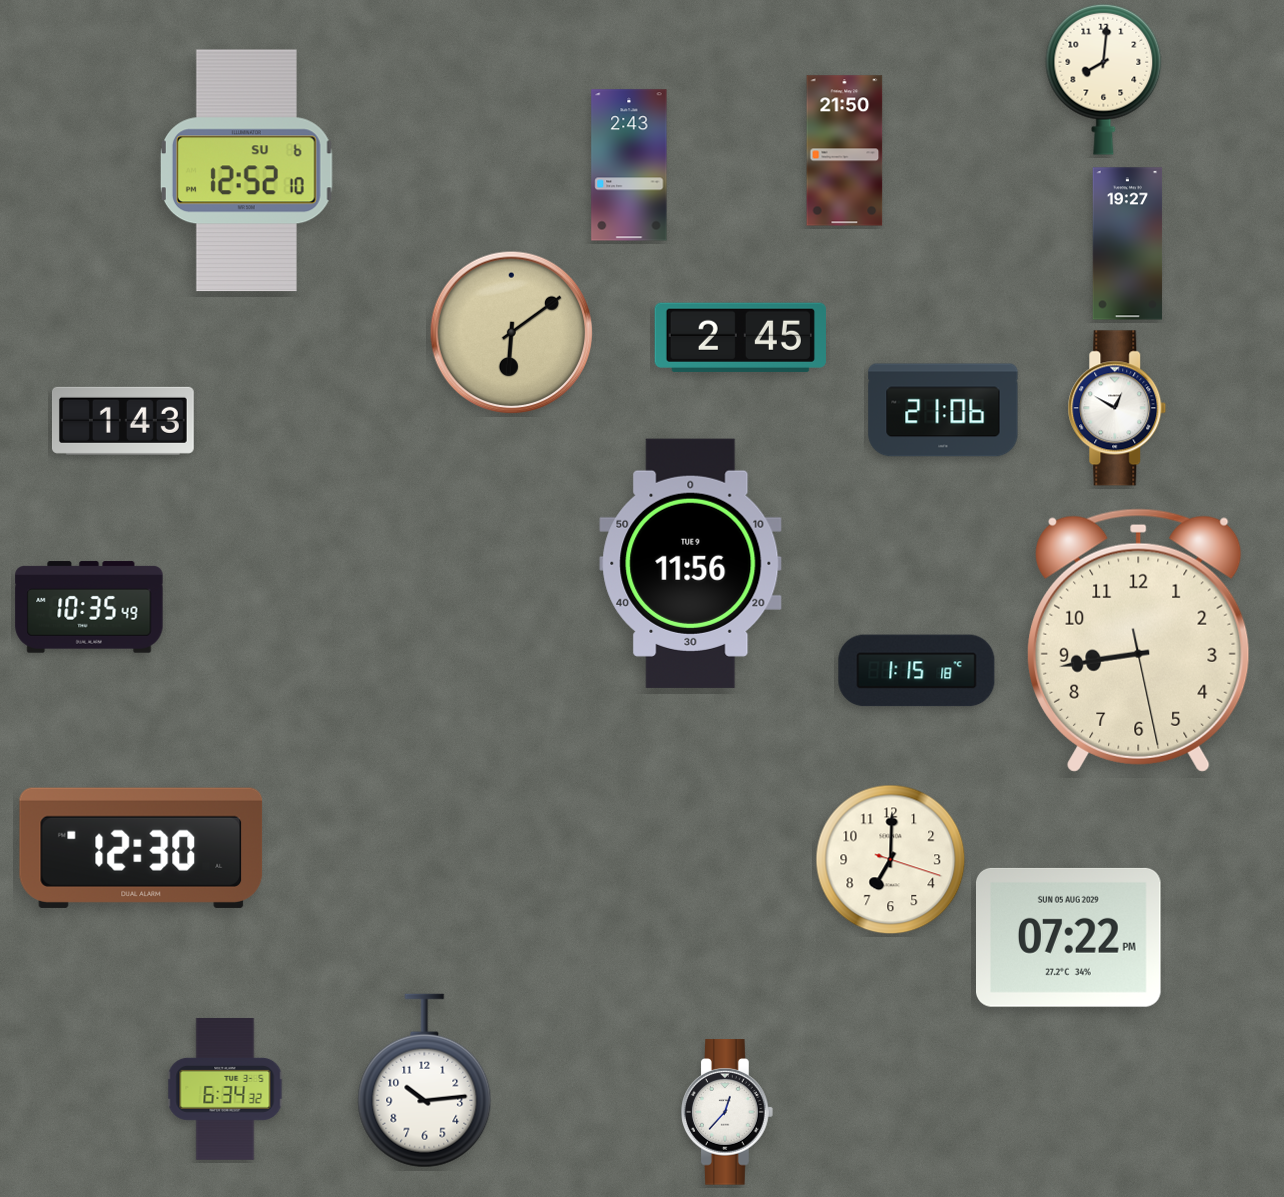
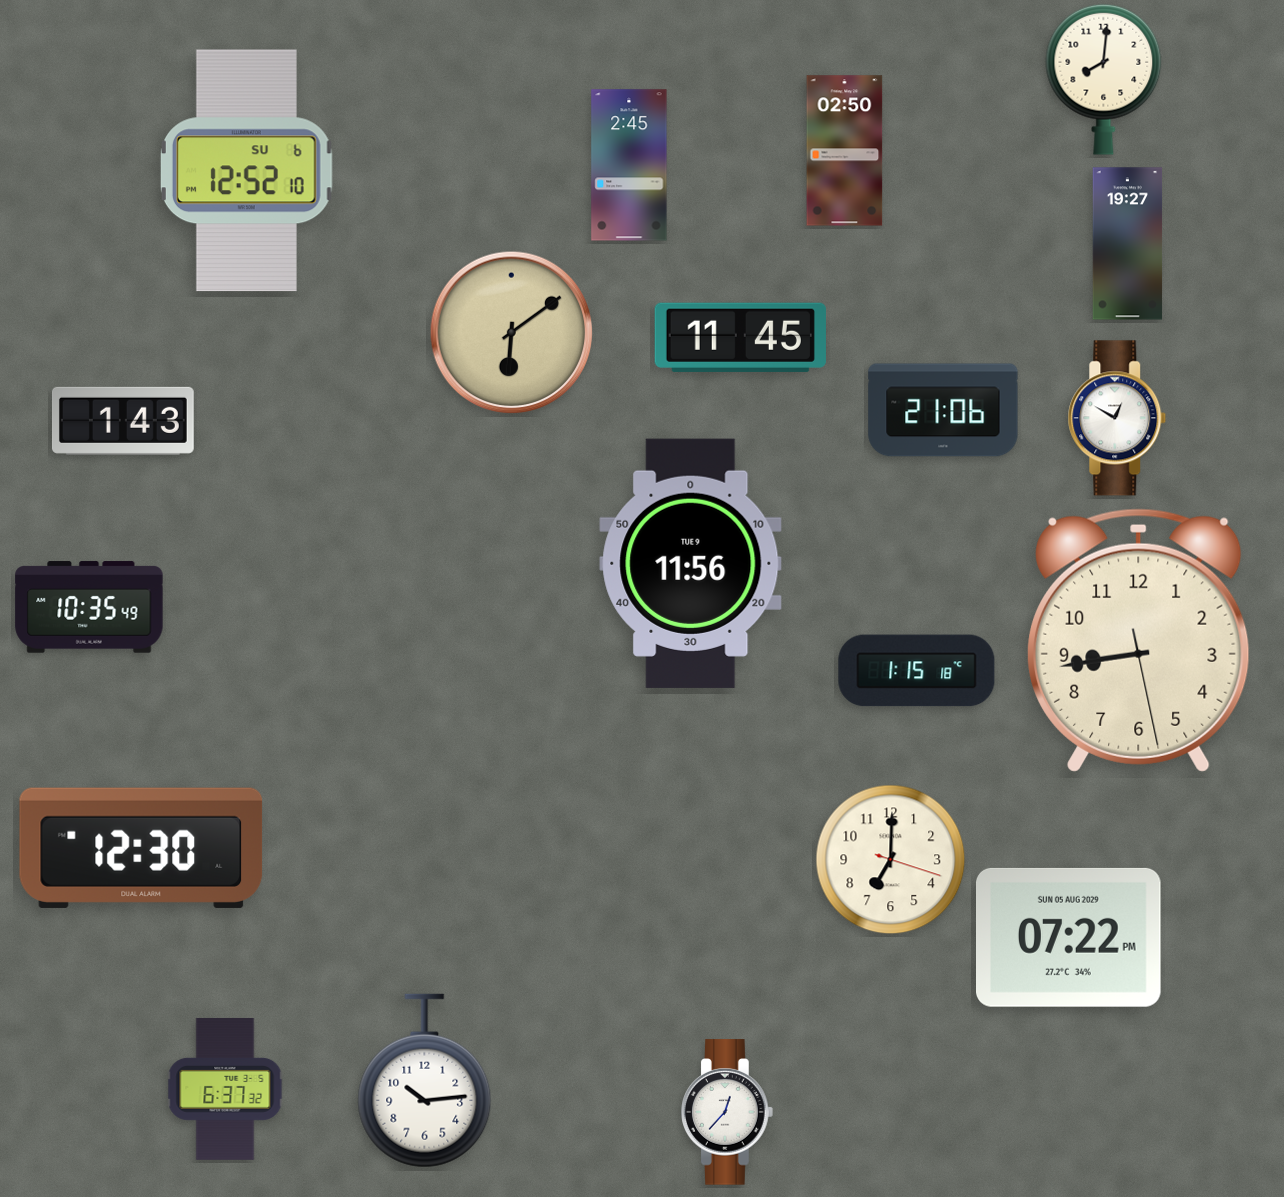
clock at (845, 151): 21:50 -> 02:50
clock at (629, 165): 2:43 -> 2:45
clock at (740, 337): 2:45 -> 11:45
clock at (1117, 408) position: (1117, 408) -> (1117, 418)
clock at (225, 1090): 6:34 -> 6:37
